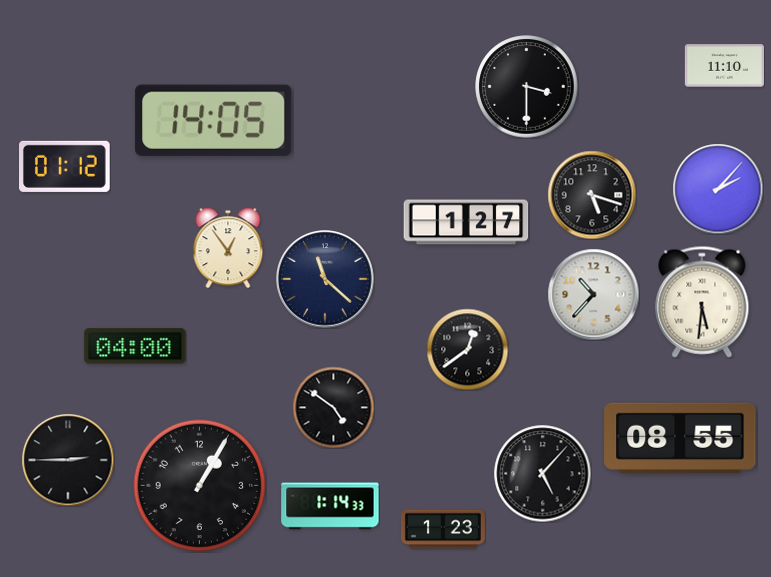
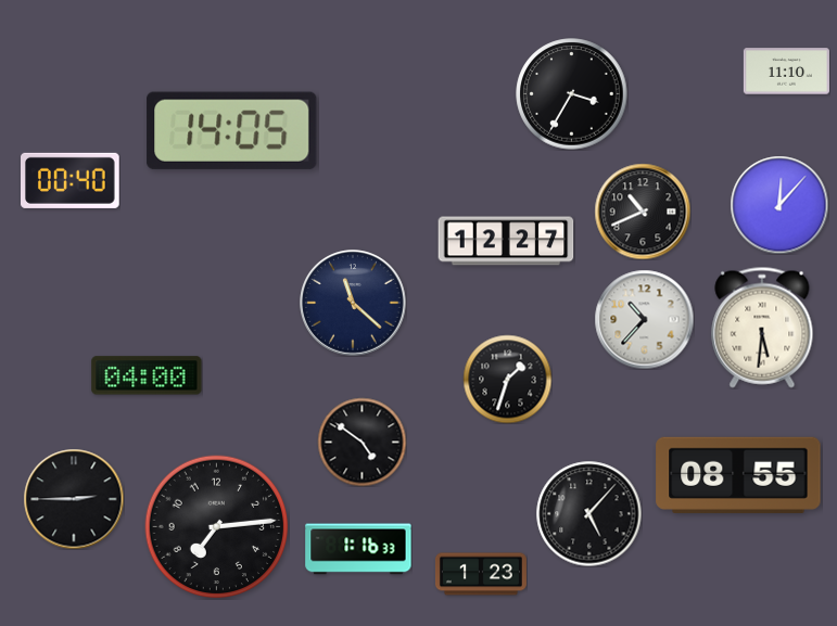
clock at (527, 87): 3:30 -> 3:35
clock at (65, 166): 01:12 -> 00:40
clock at (718, 189): 2:07 -> 12:07
clock at (592, 195): 5:18 -> 10:41
clock at (466, 222): 1:27 -> 12:27
clock at (228, 248): 12:54 -> none
clock at (467, 349): 12:39 -> 1:33
clock at (200, 486): 1:05 -> 7:14
clock at (330, 506): 1:14 -> 1:16
